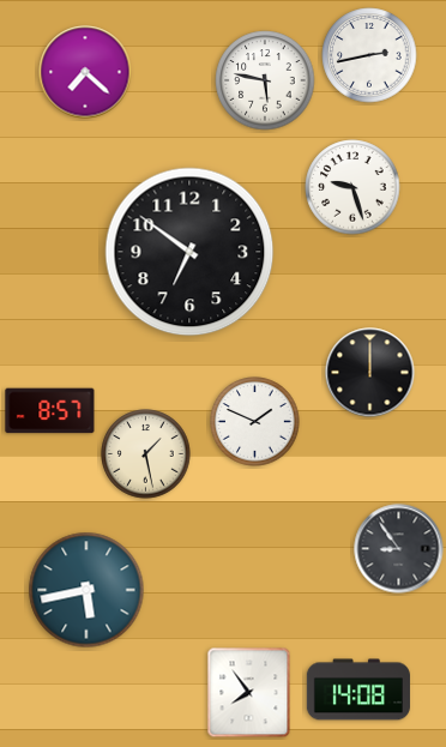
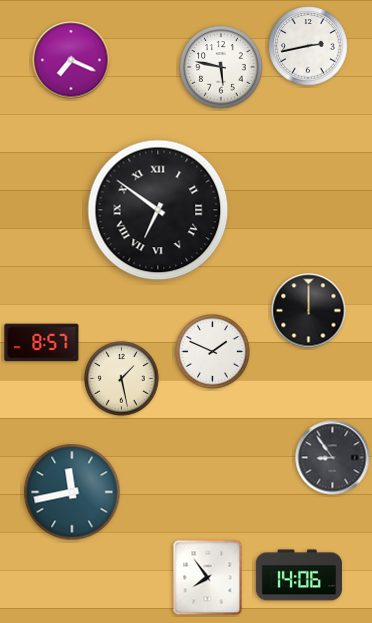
clock at (85, 72): 7:22 -> 7:19
clock at (352, 187): 9:27 -> none
clock at (189, 252) numerals: Arabic -> Roman
clock at (86, 590): 5:43 -> 11:43
clock at (358, 689): 14:08 -> 14:06
